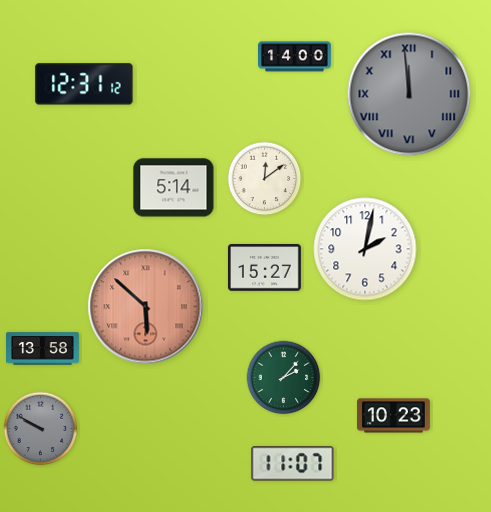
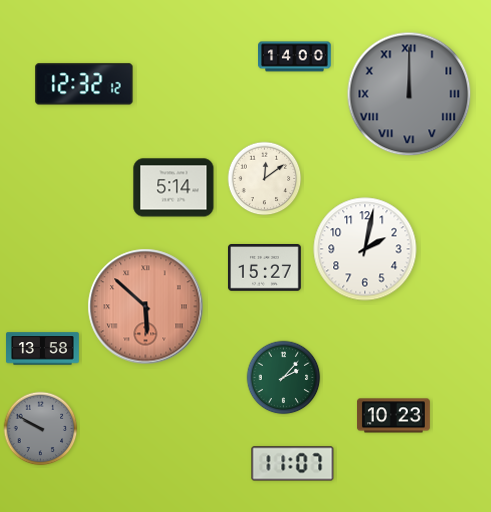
clock at (84, 84): 12:31 -> 12:32
clock at (409, 94): 11:59 -> 12:00
